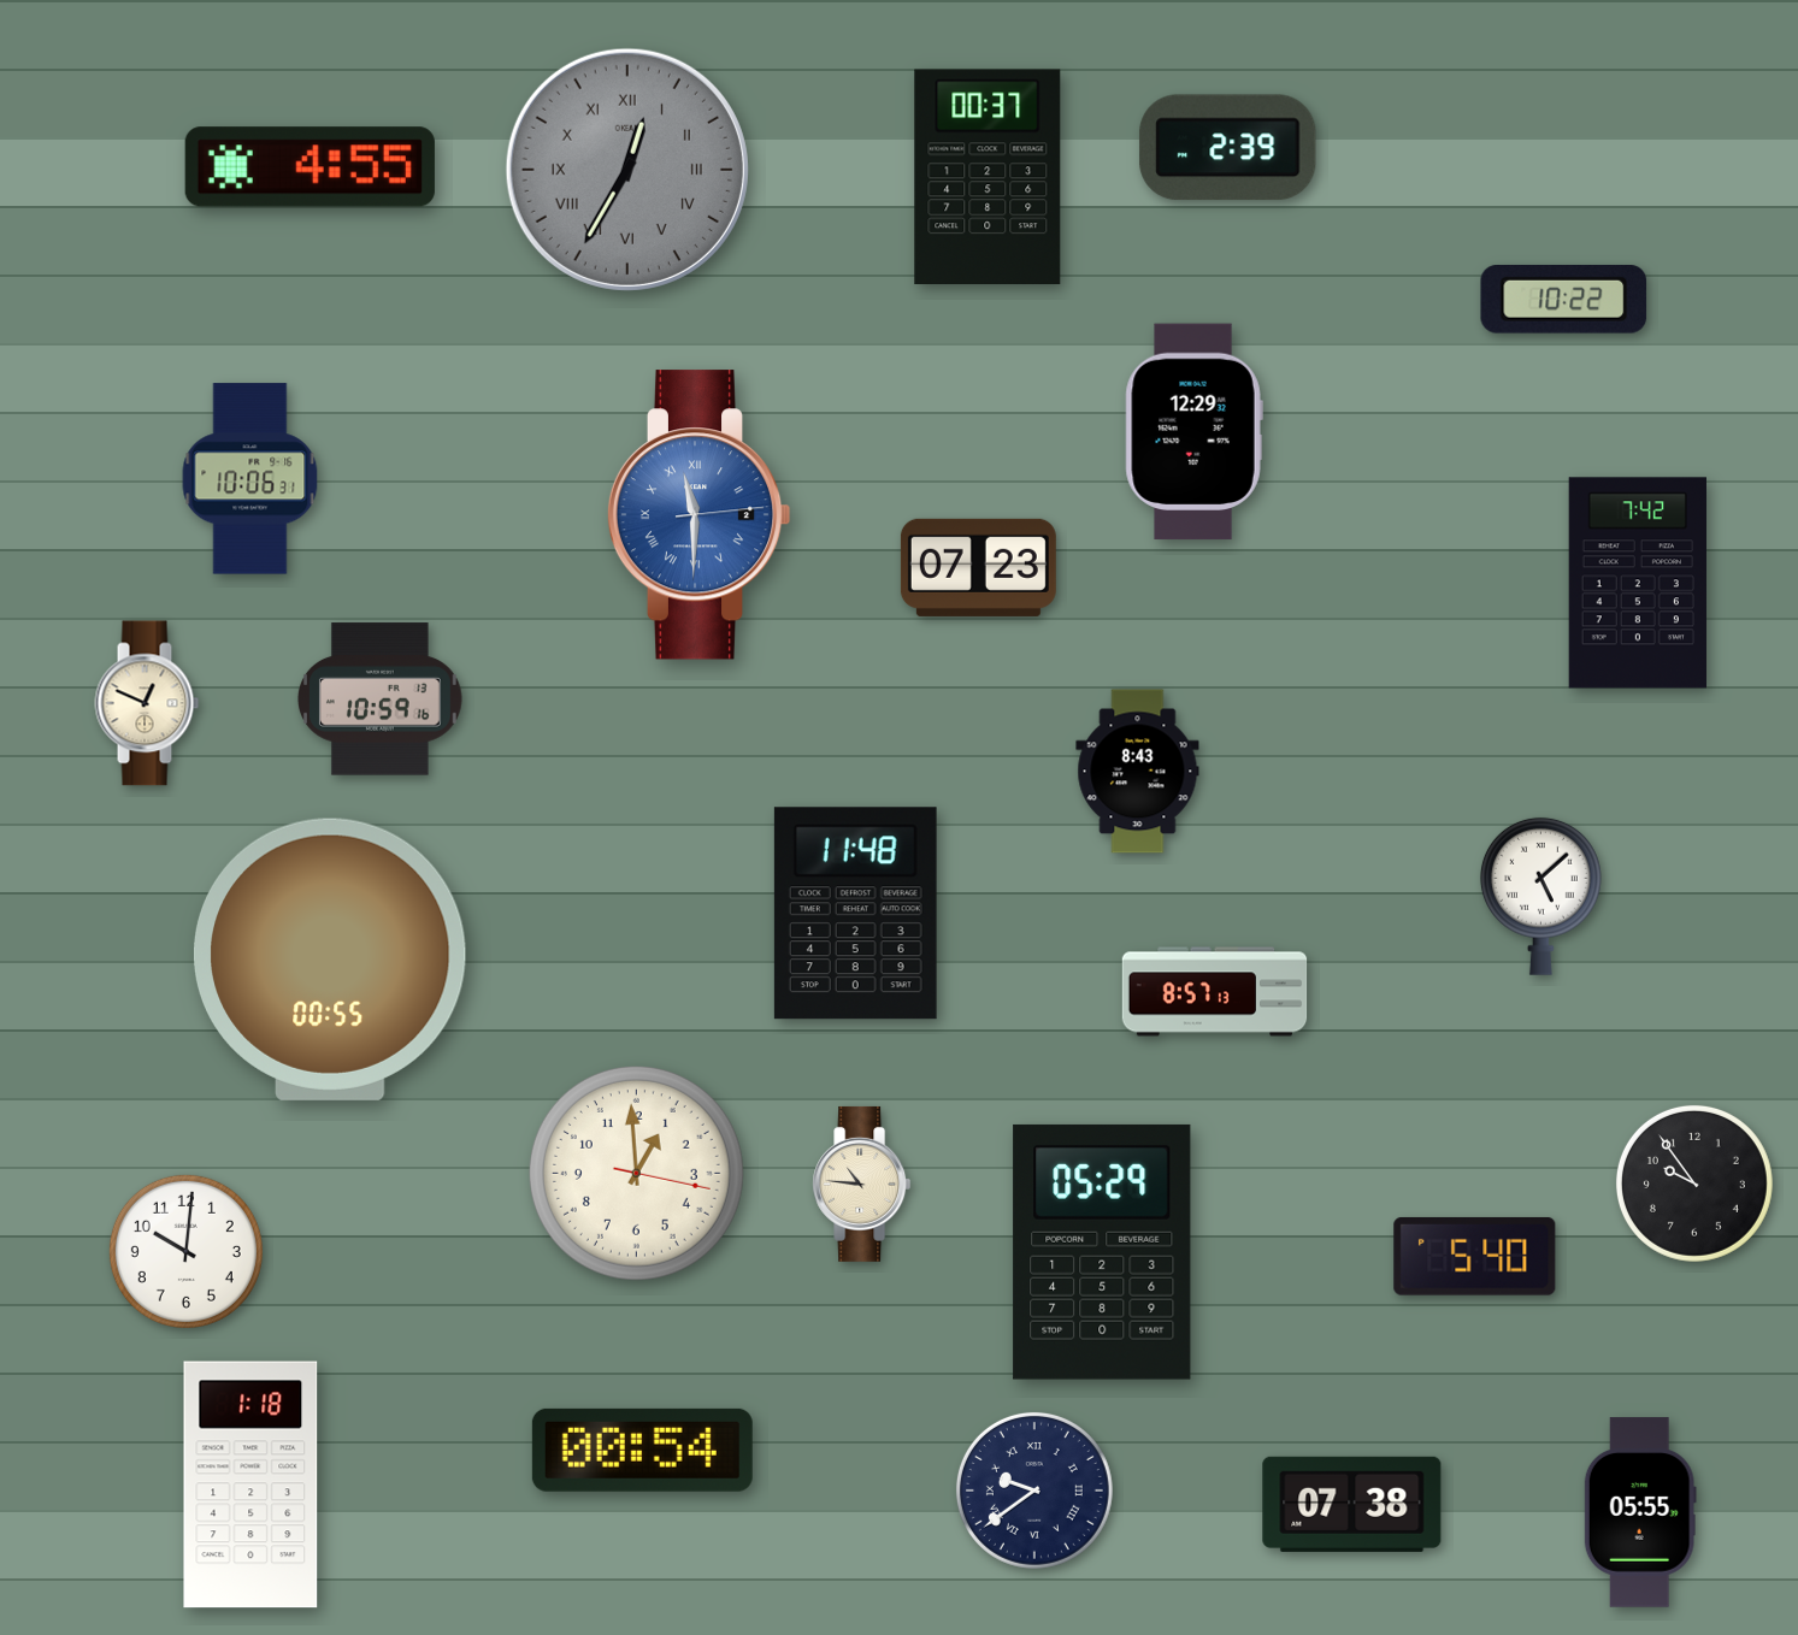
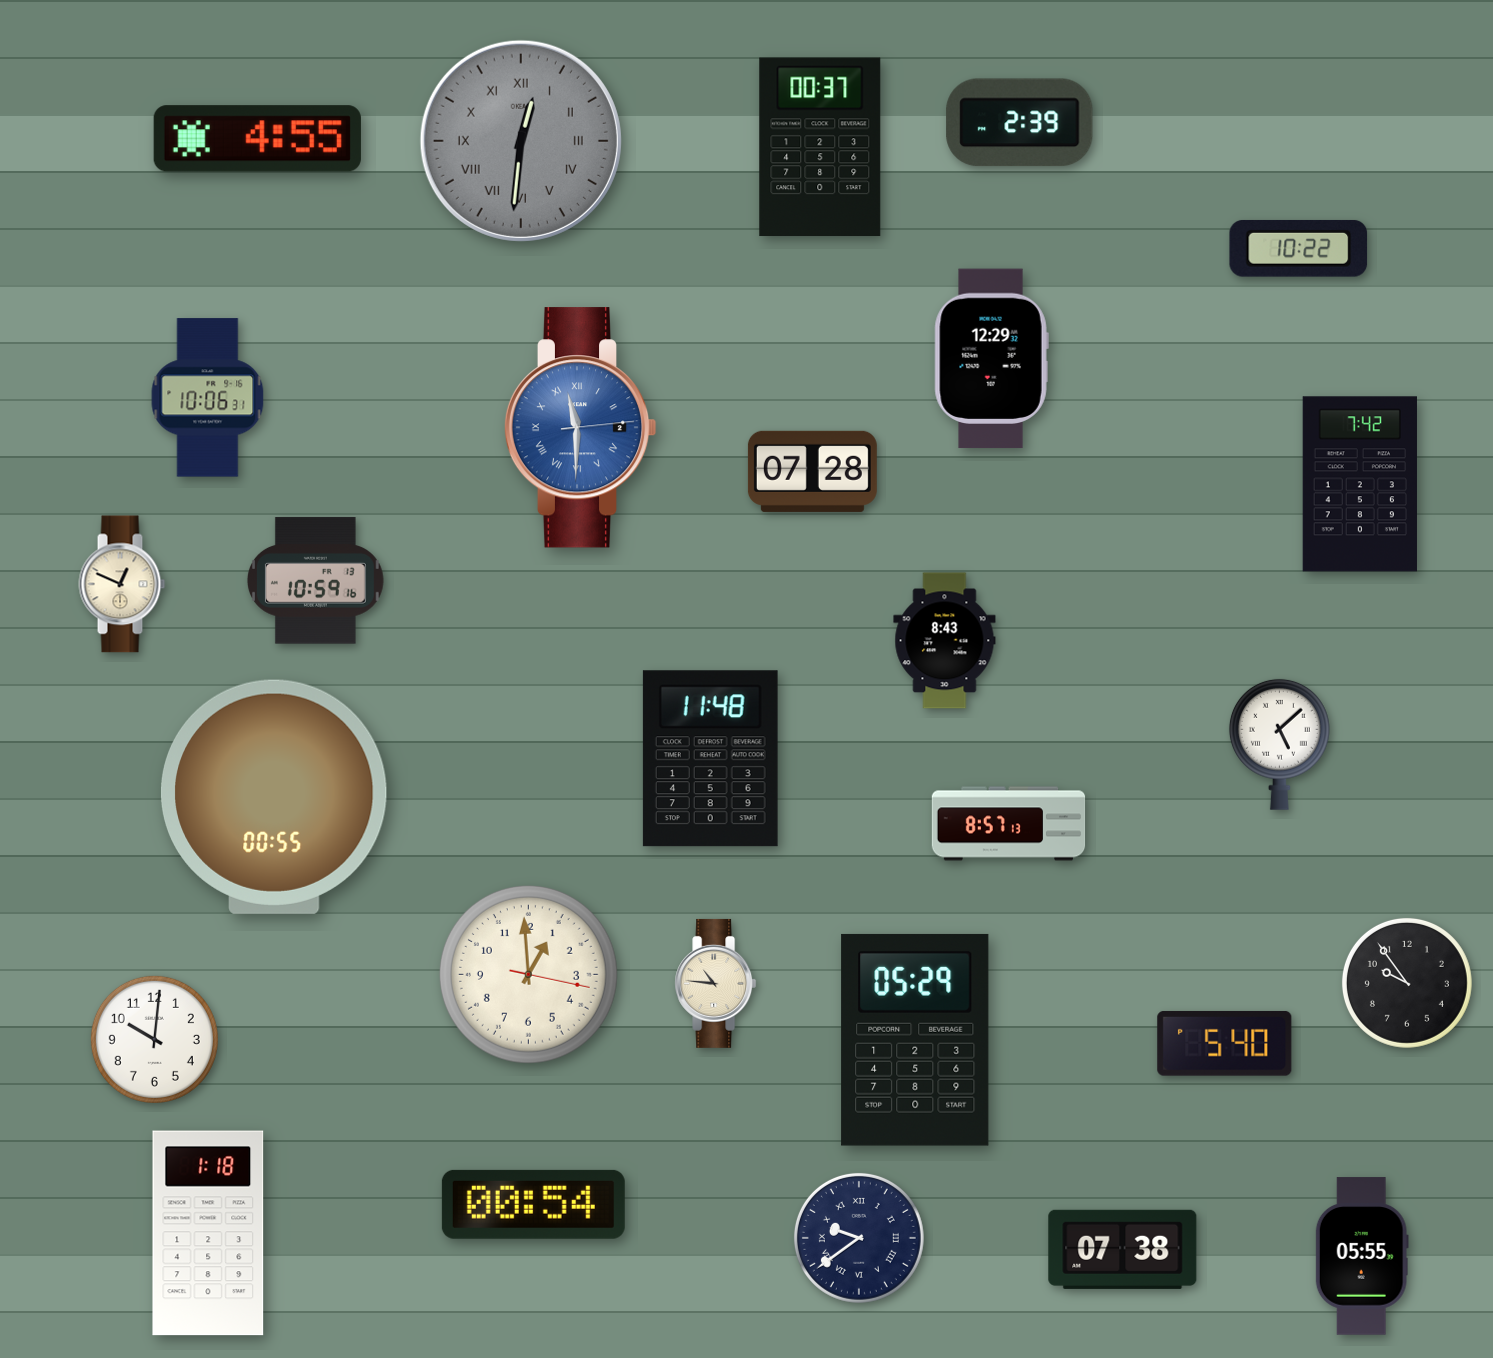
clock at (627, 170): 12:35 -> 12:31
clock at (978, 567): 07:23 -> 07:28
